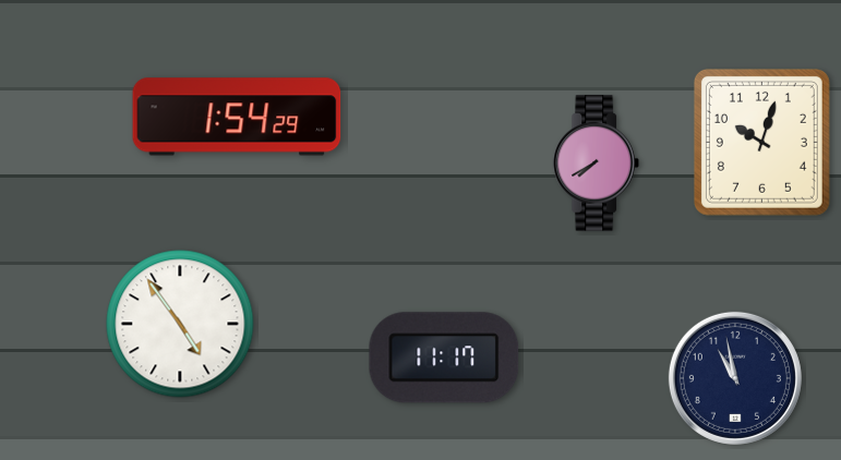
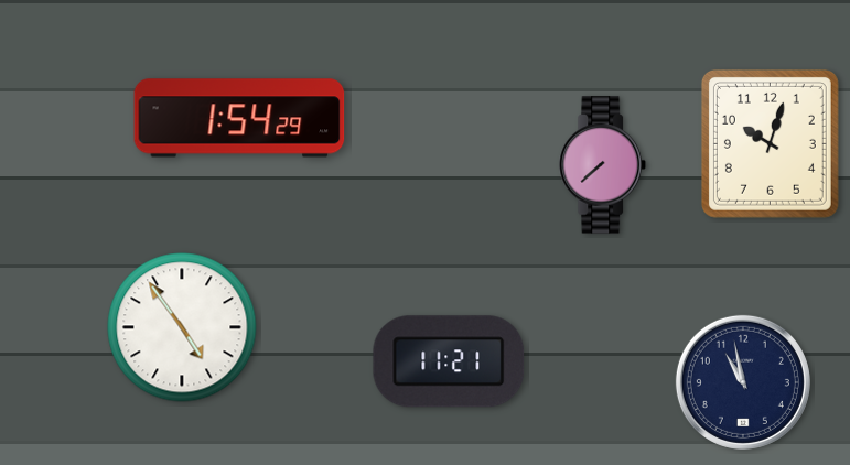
clock at (597, 164): 7:40 -> 7:38
clock at (444, 358): 11:17 -> 11:21
